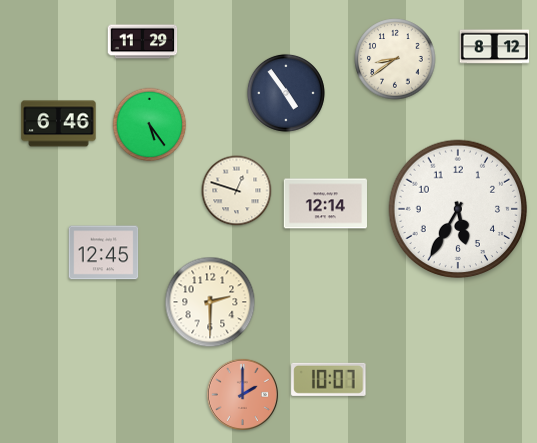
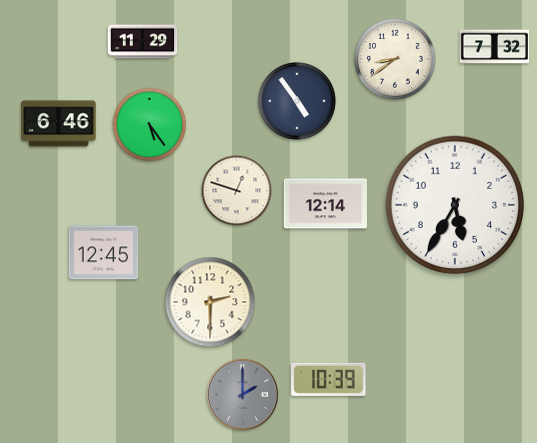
clock at (495, 47): 8:12 -> 7:32
clock at (286, 93) position: (286, 93) -> (297, 101)
clock at (458, 209) position: (458, 209) -> (455, 205)
clock at (329, 379): 10:07 -> 10:39
clock at (242, 394) dial: salmon -> grey
